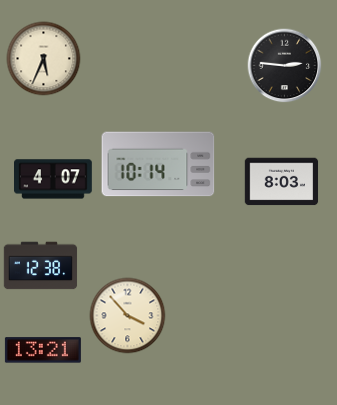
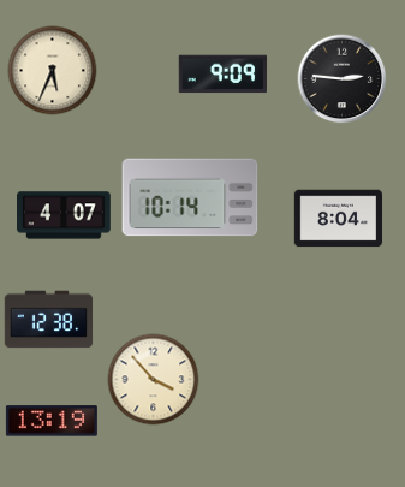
clock at (222, 75): none -> 9:09
clock at (282, 182): 8:03 -> 8:04
clock at (43, 350): 13:21 -> 13:19
